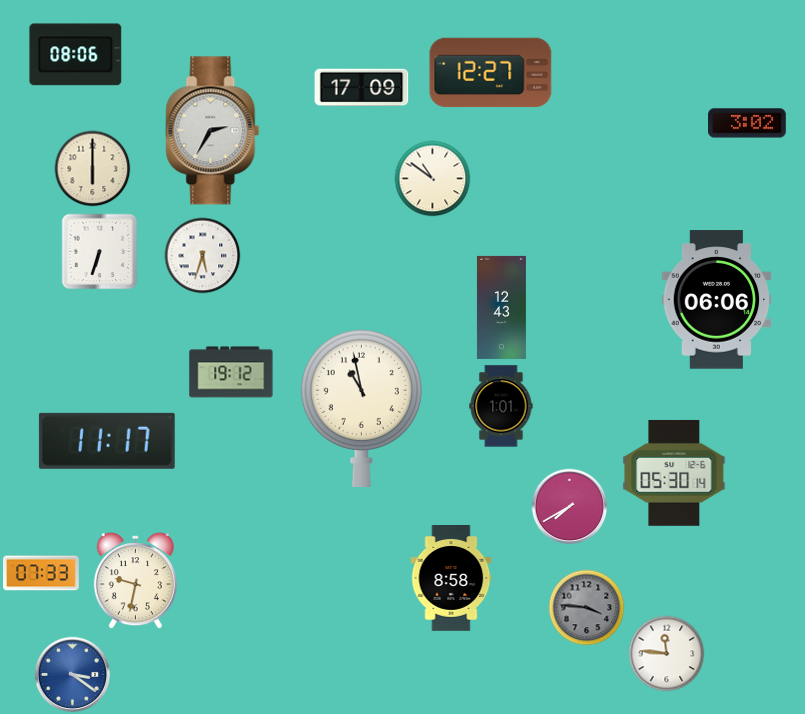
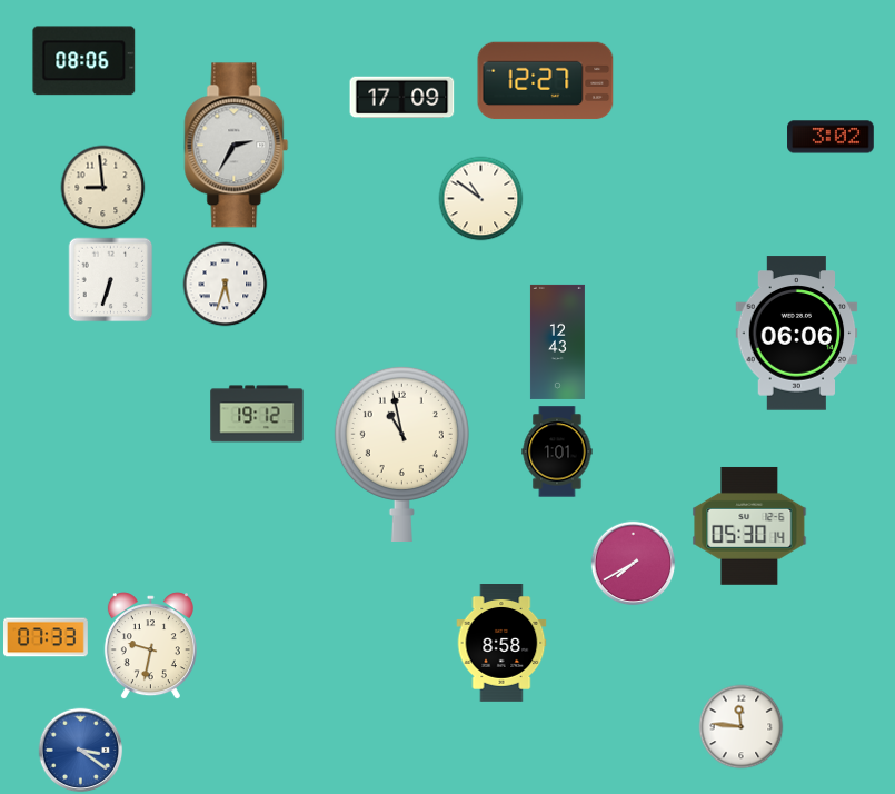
clock at (93, 169): 6:00 -> 8:59
clock at (107, 441): 11:17 -> none
clock at (587, 608): 3:46 -> none
